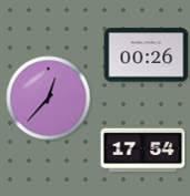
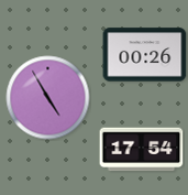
clock at (49, 99): 12:37 -> 4:55
